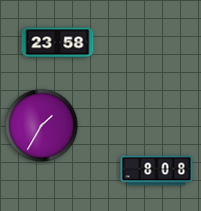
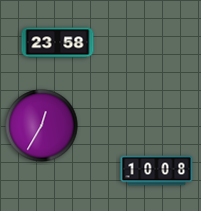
clock at (42, 126): 1:35 -> 12:35
clock at (157, 171): 8:08 -> 10:08
